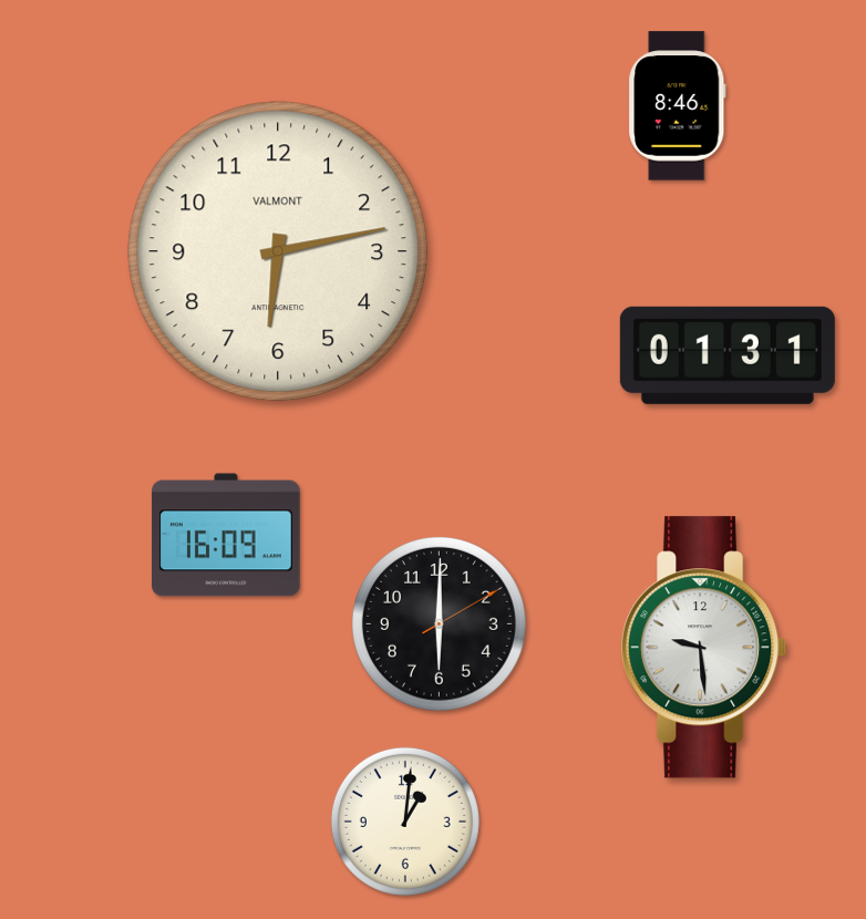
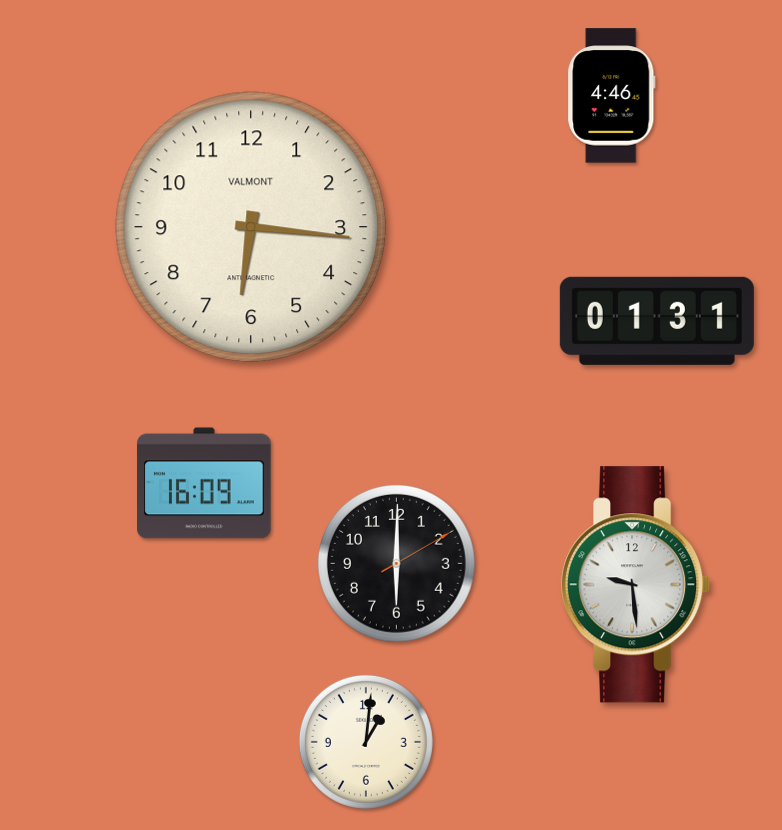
clock at (678, 106): 8:46 -> 4:46
clock at (278, 251): 6:13 -> 6:16
